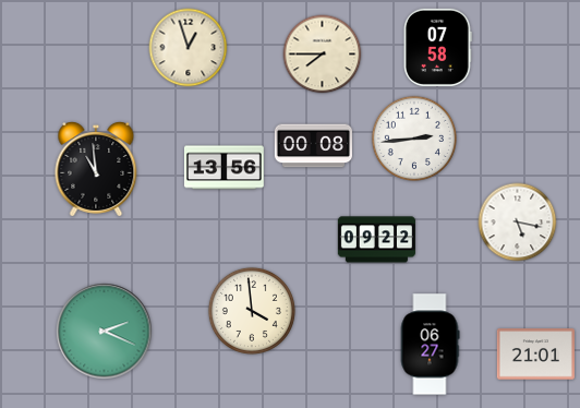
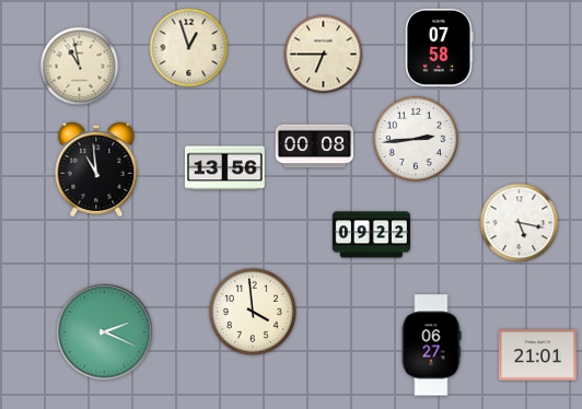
clock at (323, 55): 7:45 -> 6:45
clock at (80, 67): none -> 10:58
clock at (376, 240) position: (376, 240) -> (371, 235)
